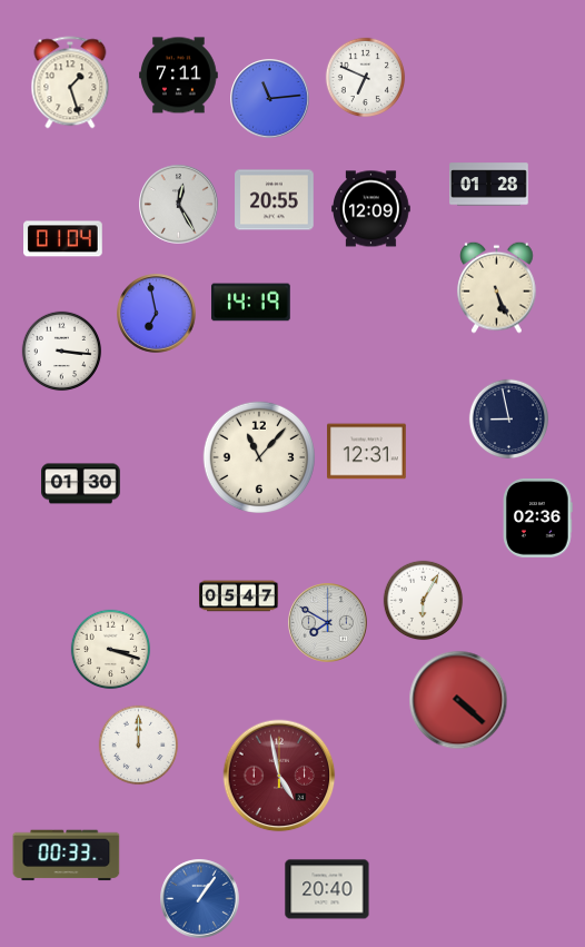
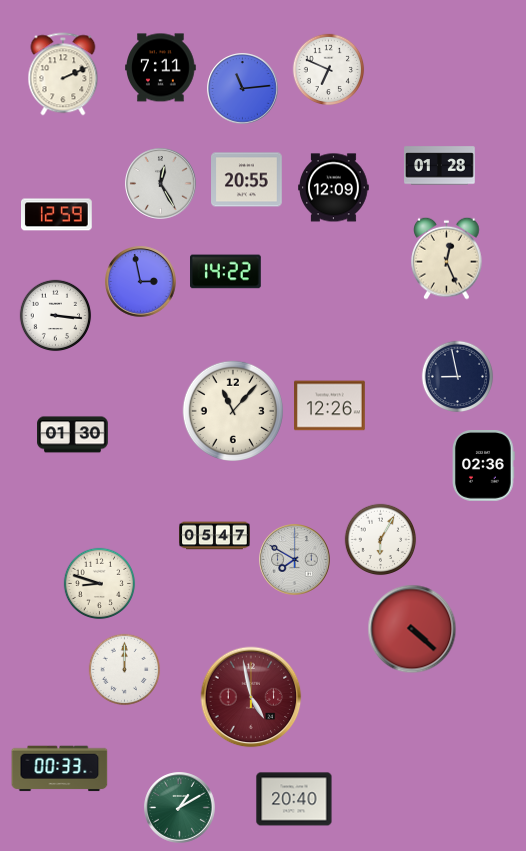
clock at (70, 82): 1:27 -> 2:11
clock at (63, 239): 01:04 -> 12:59
clock at (497, 287): 5:26 -> 12:26
clock at (251, 303): 14:19 -> 14:22
clock at (157, 314): 6:58 -> 2:58
clock at (367, 452): 12:31 -> 12:26
clock at (111, 650): 3:18 -> 8:48
clock at (200, 899): 1:06 -> 1:10
clock at (200, 899) dial: blue -> green
